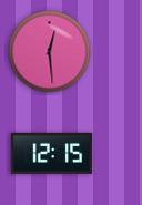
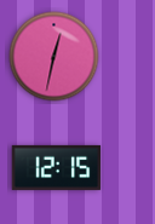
clock at (50, 52): 12:29 -> 12:32
